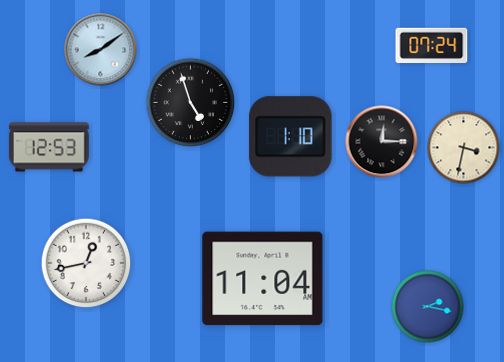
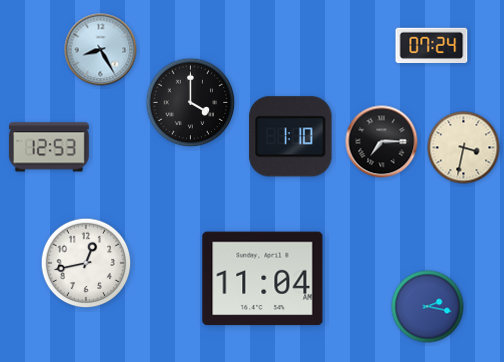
clock at (101, 50): 8:09 -> 8:25
clock at (191, 103): 4:57 -> 4:00
clock at (382, 142): 12:15 -> 7:15
